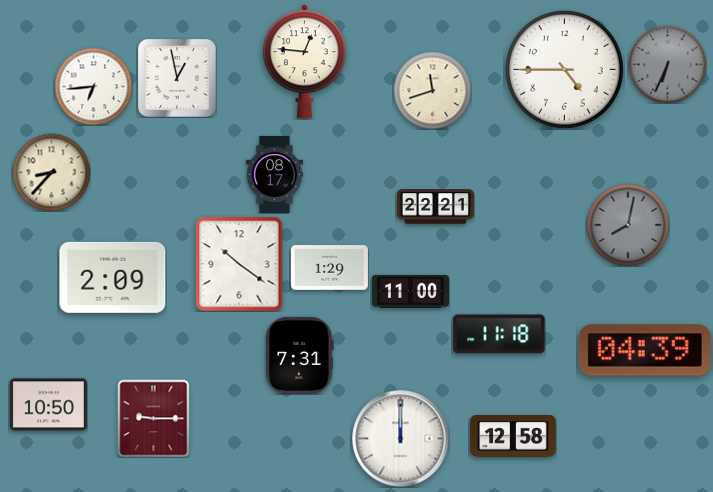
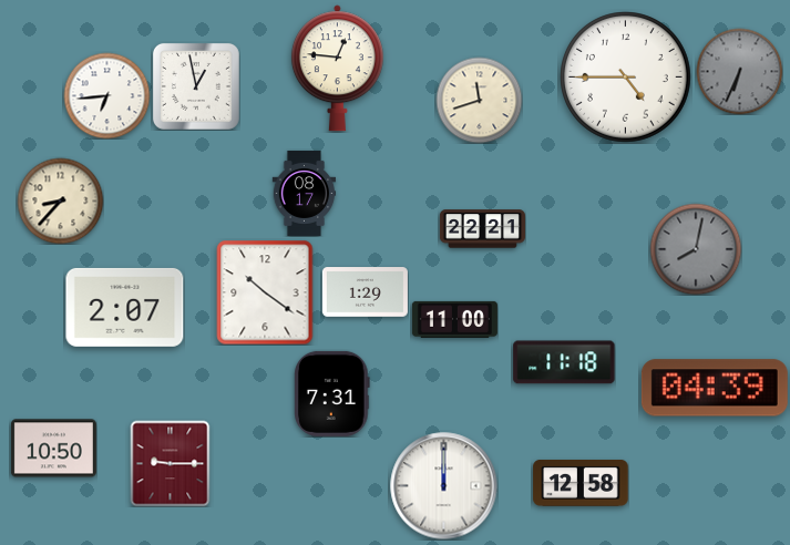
clock at (93, 86) position: (93, 86) -> (106, 95)
clock at (51, 172) position: (51, 172) -> (60, 200)
clock at (329, 268) position: (329, 268) -> (365, 292)
clock at (113, 277): 2:09 -> 2:07
clock at (410, 291) position: (410, 291) -> (454, 319)
clock at (499, 334) position: (499, 334) -> (564, 362)
clock at (513, 436) position: (513, 436) -> (581, 483)
